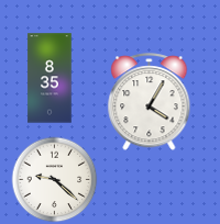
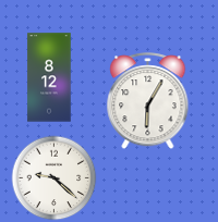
clock at (50, 78): 8:35 -> 8:12
clock at (150, 102): 4:05 -> 6:05
